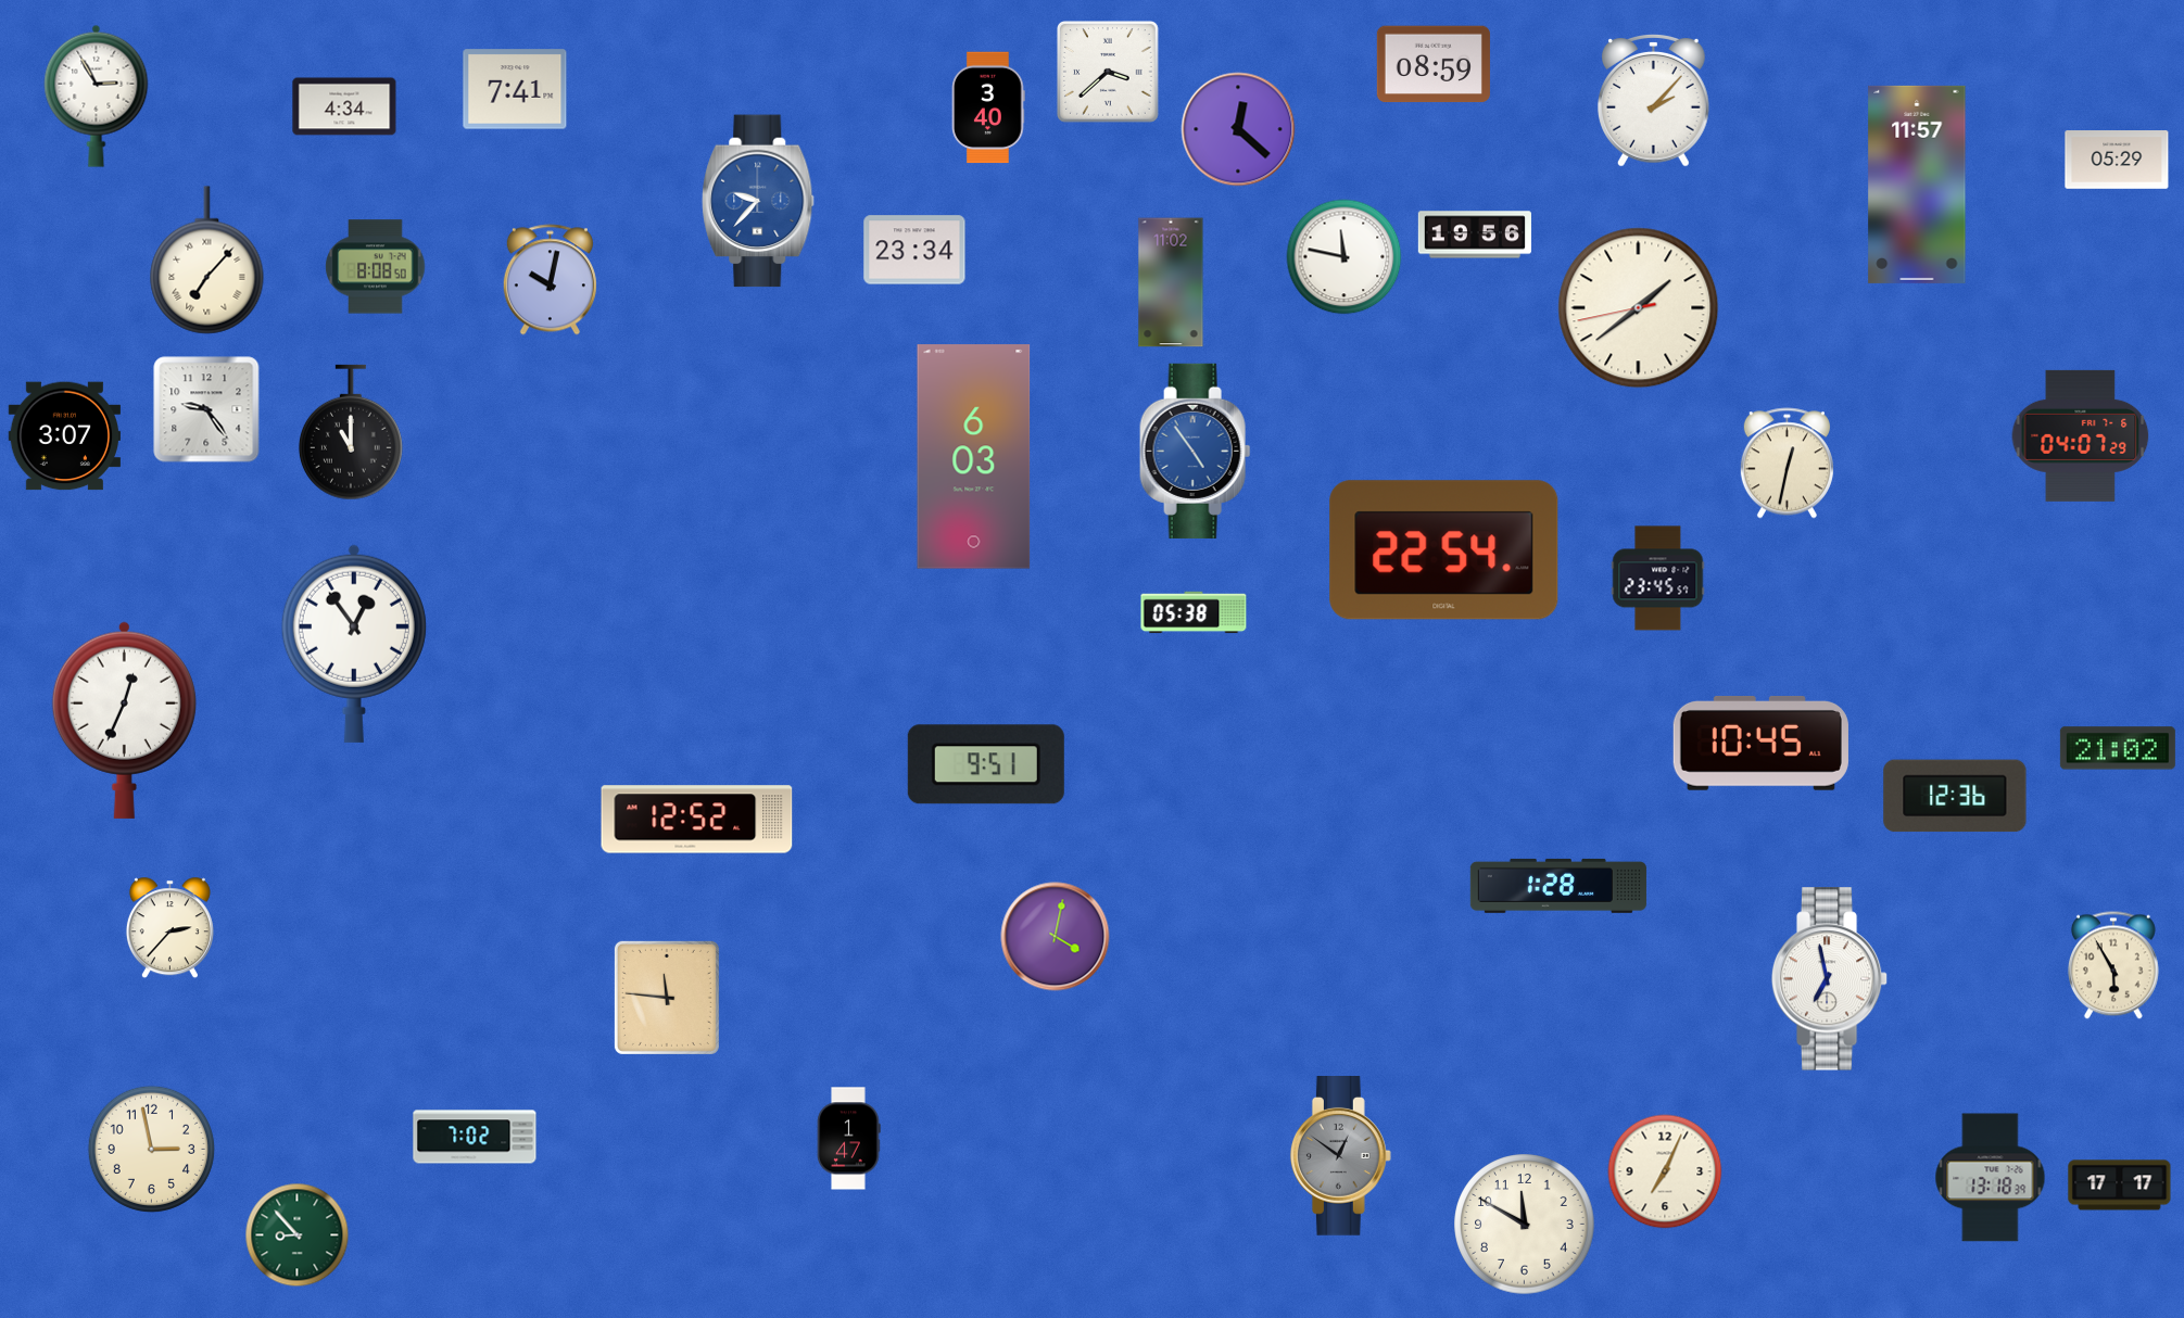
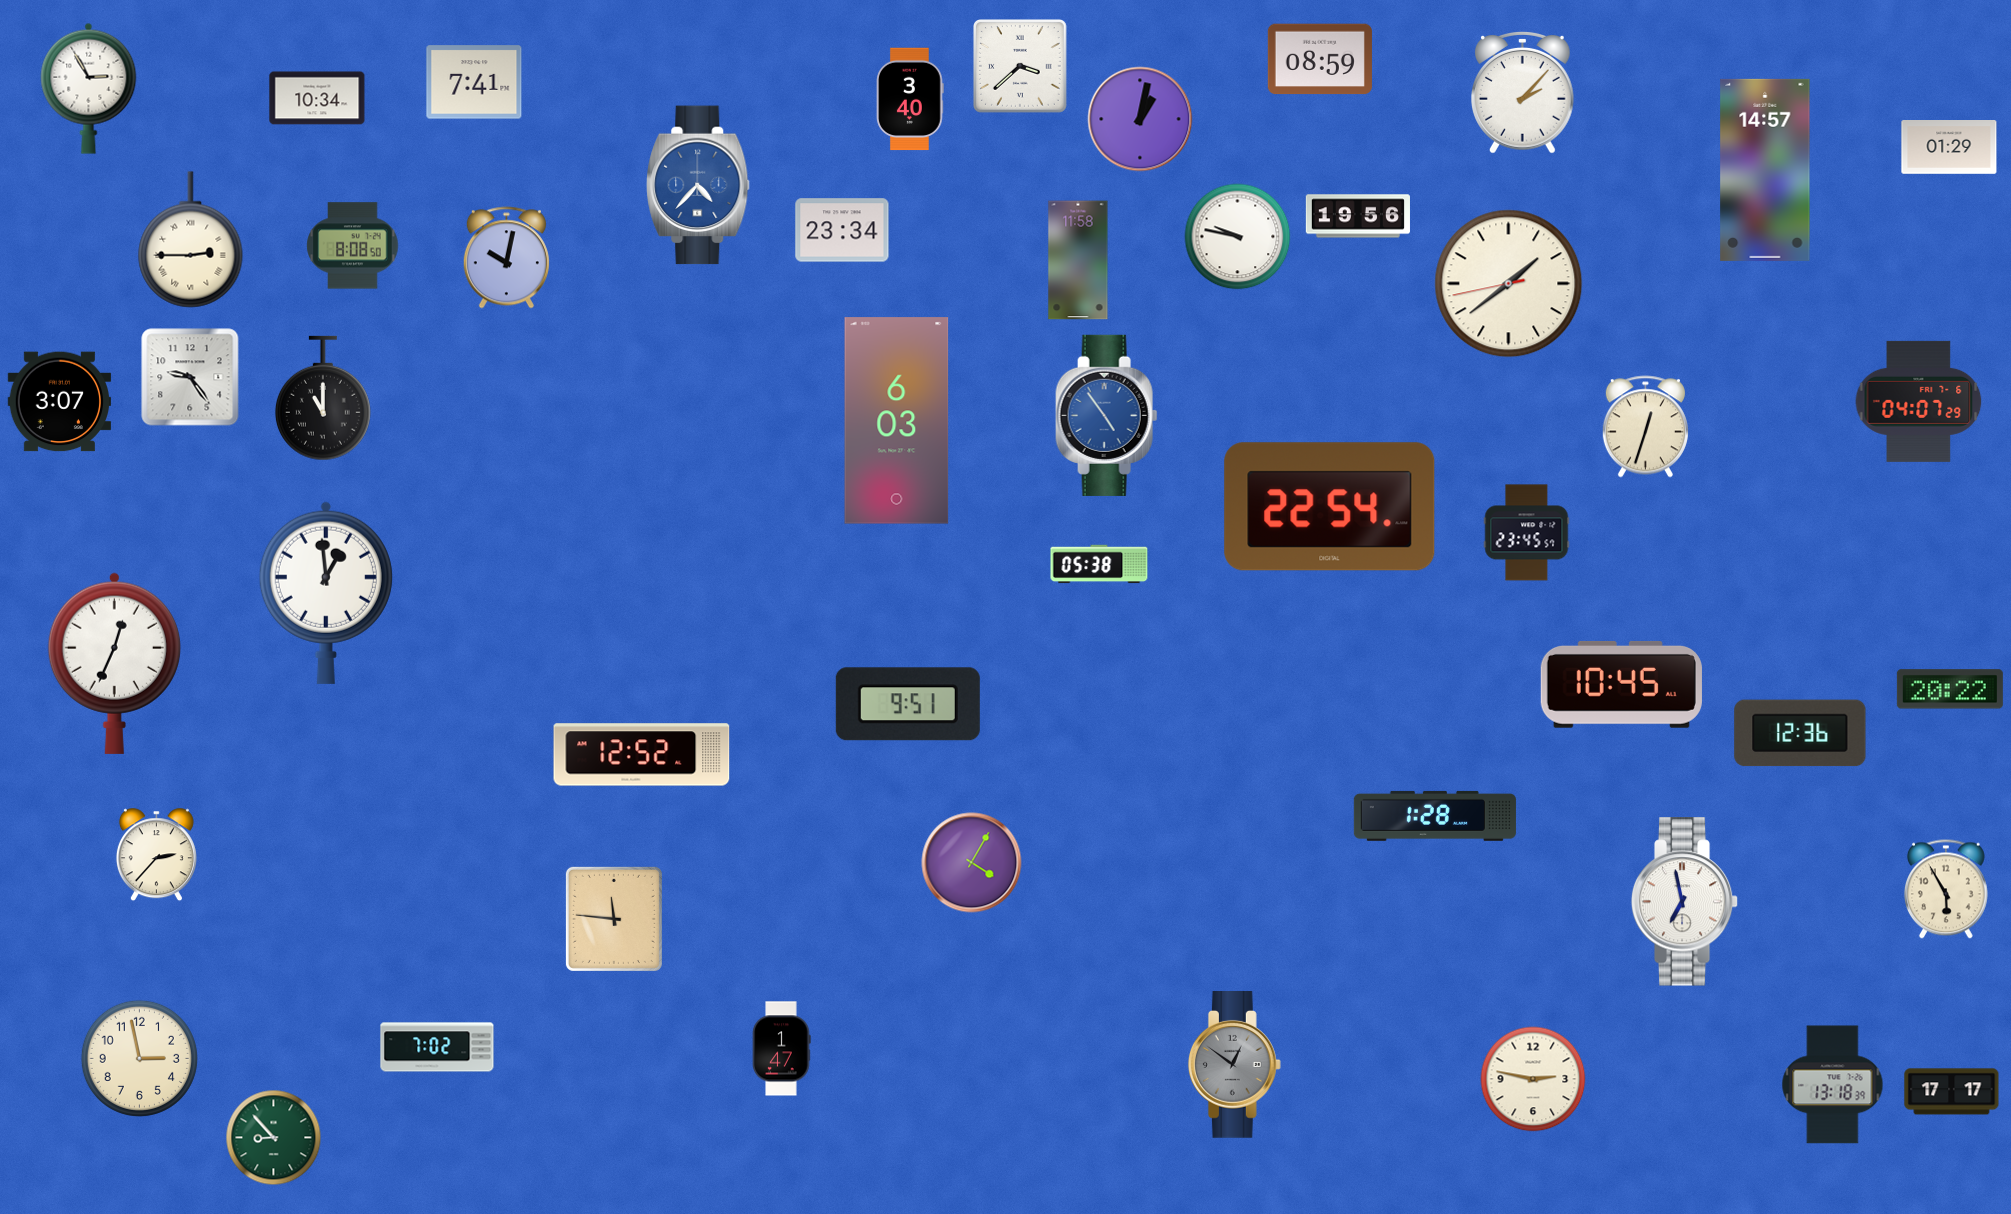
clock at (344, 106): 4:34 -> 10:34
clock at (1238, 129): 12:22 -> 1:02
clock at (2117, 160): 05:29 -> 01:29
clock at (1917, 185): 11:57 -> 14:57
clock at (758, 201): 9:37 -> 4:37
clock at (1345, 257): 11:47 -> 9:47
clock at (207, 261): 7:07 -> 2:45
clock at (376, 267) position: (376, 267) -> (353, 246)
clock at (1171, 282): 11:02 -> 11:58
clock at (2081, 435) position: (2081, 435) -> (1919, 401)
clock at (1196, 451) position: (1196, 451) -> (1107, 415)
clock at (1787, 464): 12:32 -> 12:33
clock at (354, 644): 12:54 -> 12:59
clock at (2118, 748): 21:02 -> 20:22
clock at (1056, 937): 4:02 -> 4:05
clock at (1665, 1171): 7:04 -> 2:47
clock at (1525, 1225): 11:50 -> none
